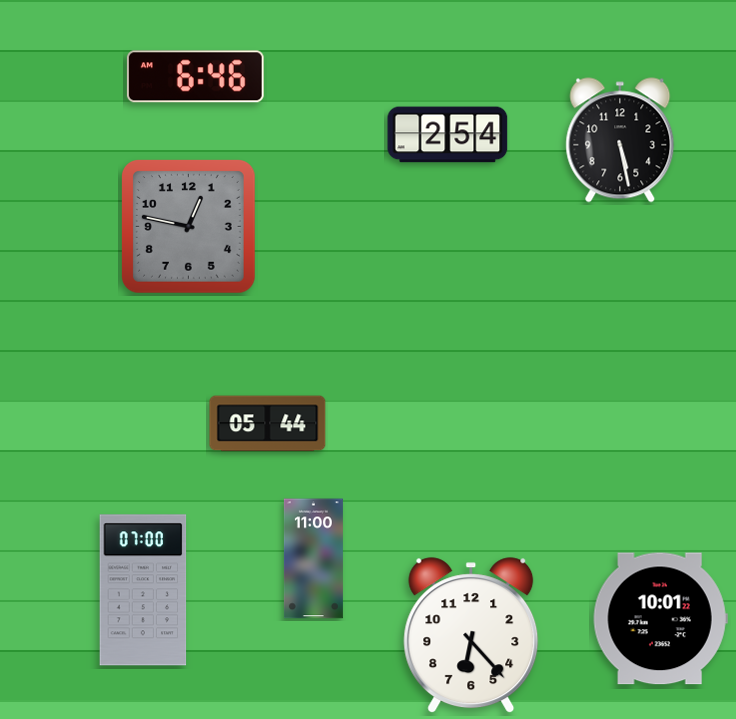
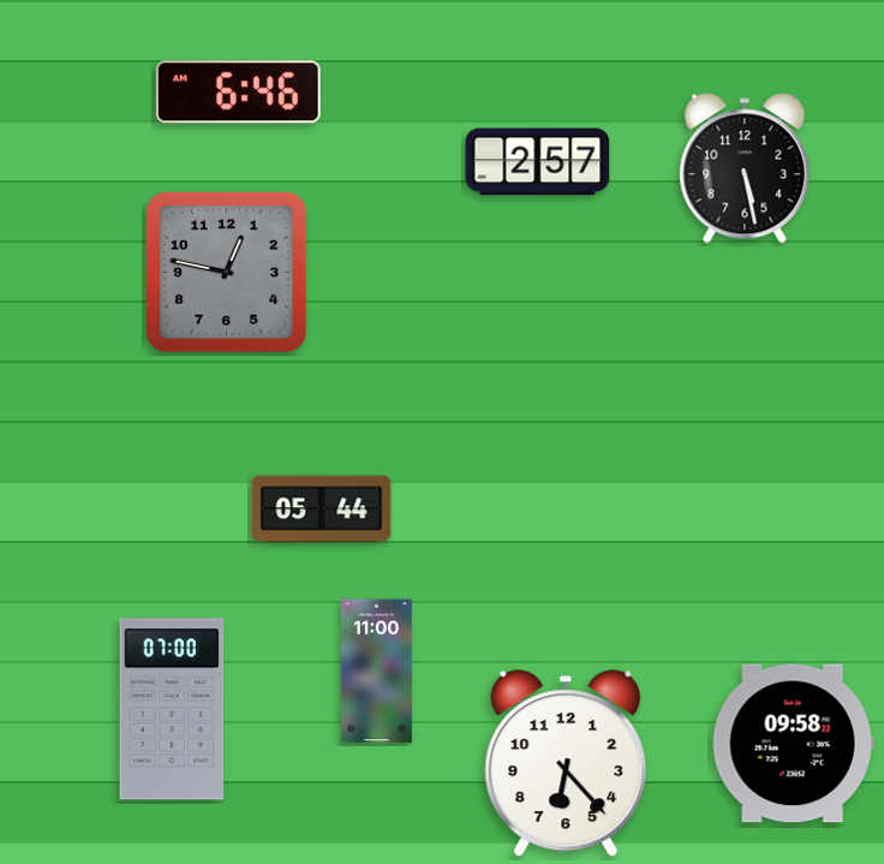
clock at (195, 77) position: (195, 77) -> (238, 93)
clock at (448, 135): 2:54 -> 2:57
clock at (660, 619): 10:01 -> 09:58
